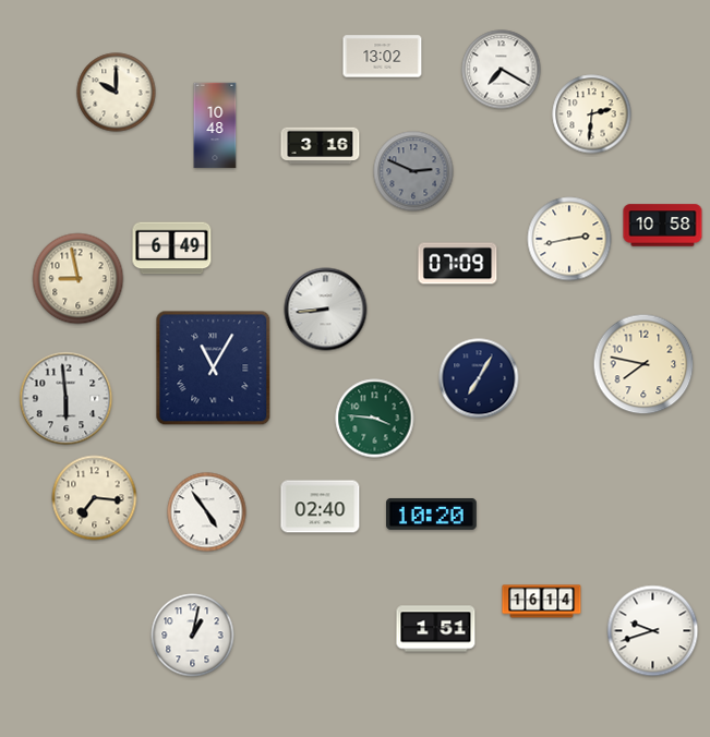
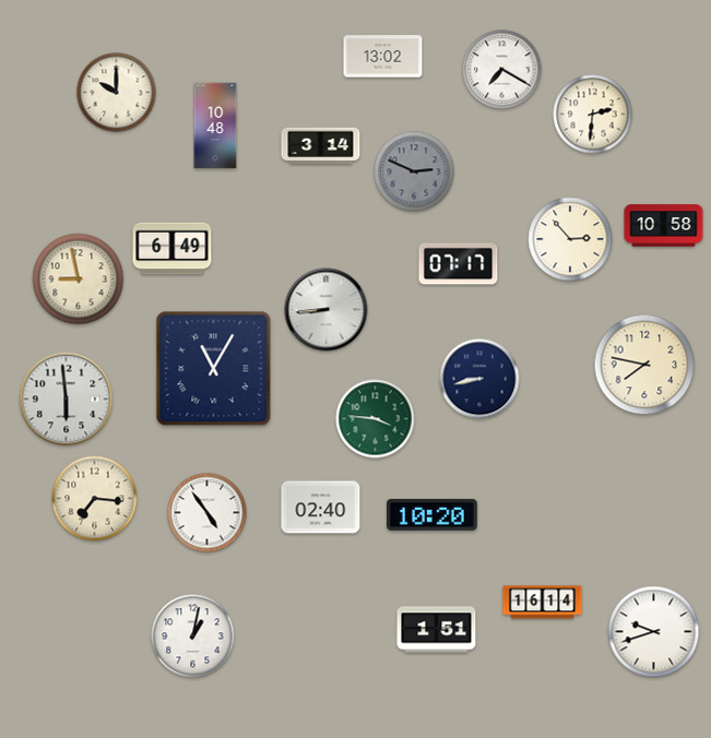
clock at (321, 146): 3:16 -> 3:14
clock at (569, 239): 2:43 -> 2:53
clock at (458, 264): 07:09 -> 07:17
clock at (479, 378): 7:05 -> 8:43
